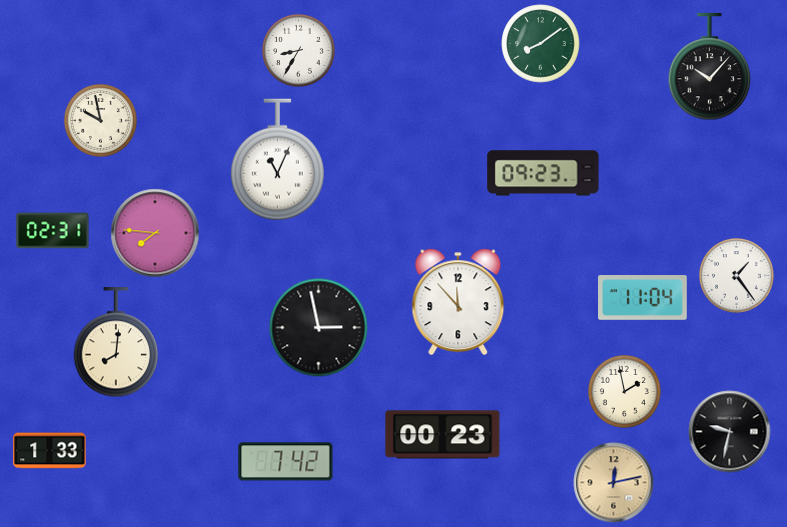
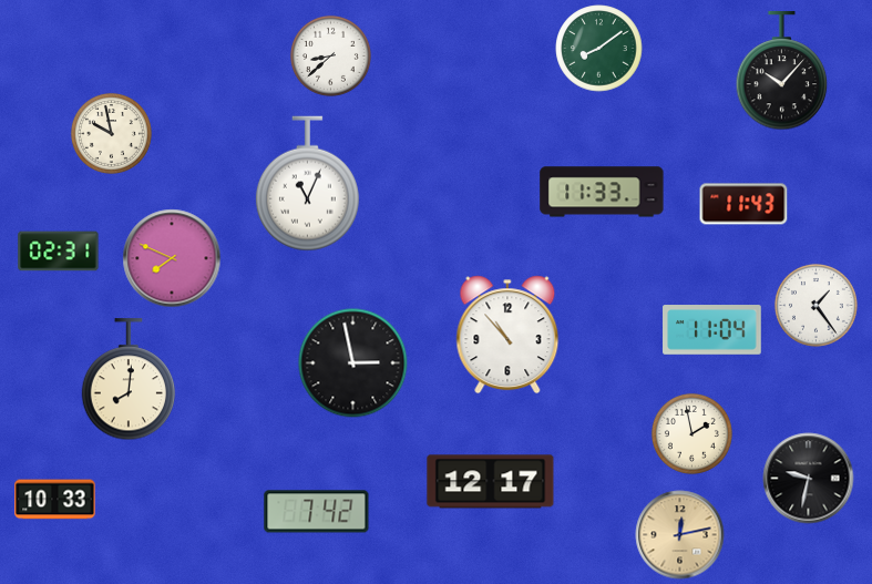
clock at (298, 50): 8:35 -> 8:38
clock at (710, 67) position: (710, 67) -> (782, 71)
clock at (277, 160) position: (277, 160) -> (307, 184)
clock at (543, 173): 09:23 -> 11:33
clock at (743, 204): none -> 11:43
clock at (53, 231) position: (53, 231) -> (59, 252)
clock at (155, 233): 7:46 -> 7:49
clock at (458, 302): 11:53 -> 10:53
clock at (443, 435): 00:23 -> 12:17
clock at (50, 451): 1:33 -> 10:33
